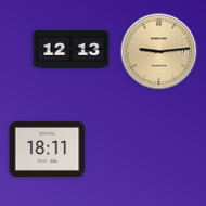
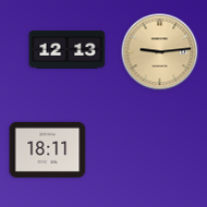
clock at (72, 50) position: (72, 50) -> (68, 50)
